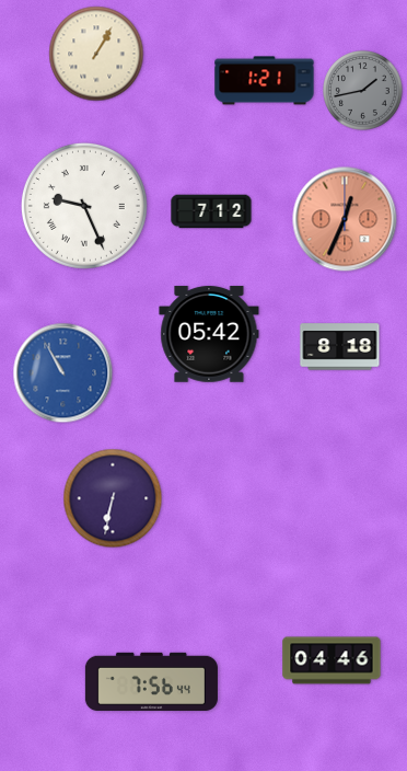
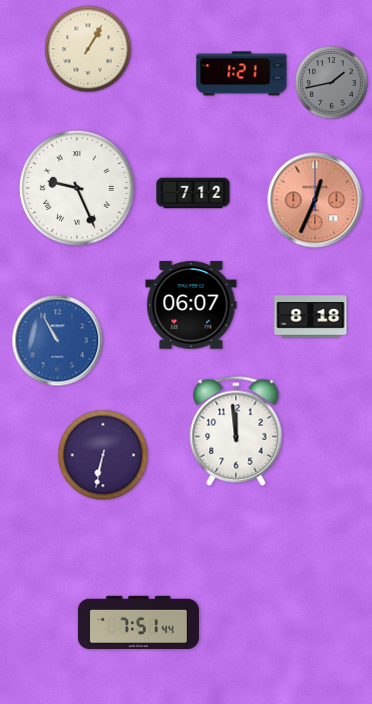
clock at (209, 334): 05:42 -> 06:07
clock at (236, 431): none -> 11:59
clock at (332, 660): 04:46 -> none
clock at (151, 682): 7:56 -> 7:51
